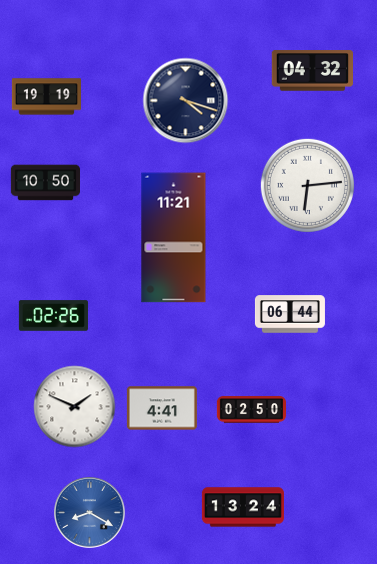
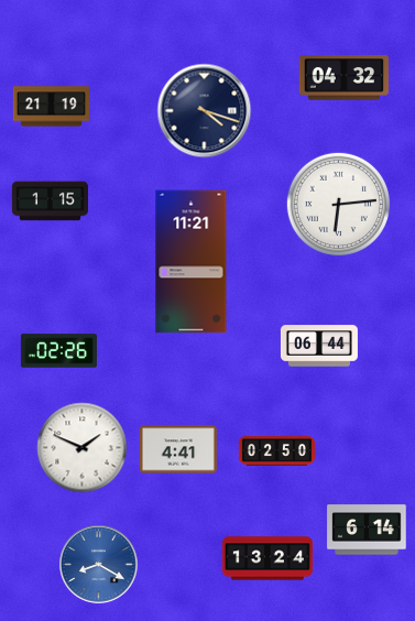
clock at (46, 97): 19:19 -> 21:19
clock at (45, 183): 10:50 -> 1:15
clock at (53, 316) position: (53, 316) -> (58, 351)
clock at (367, 530): none -> 6:14
